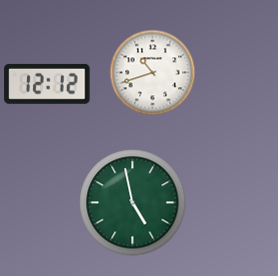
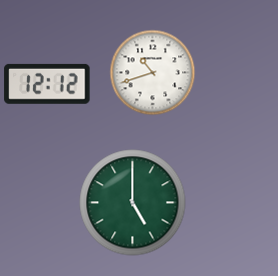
clock at (133, 203): 4:58 -> 5:00
